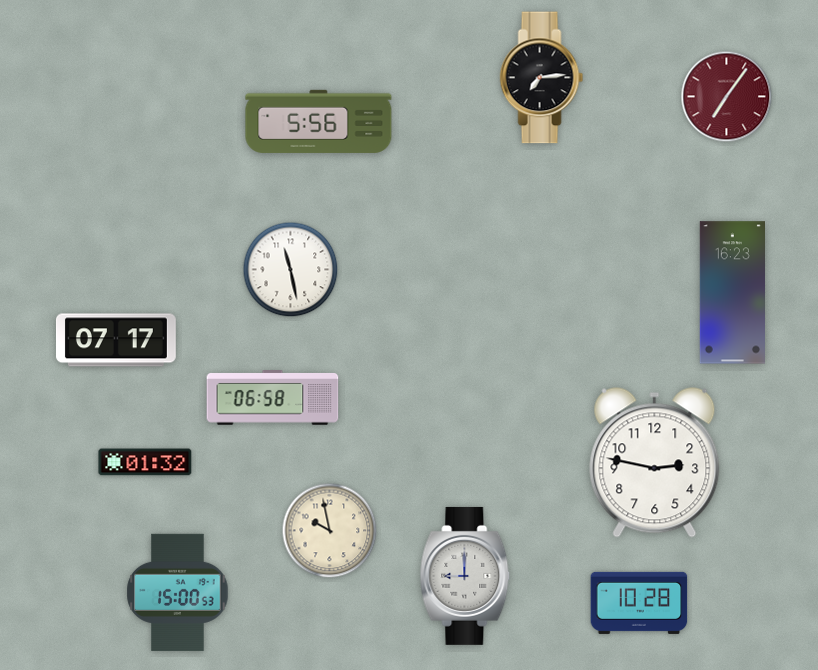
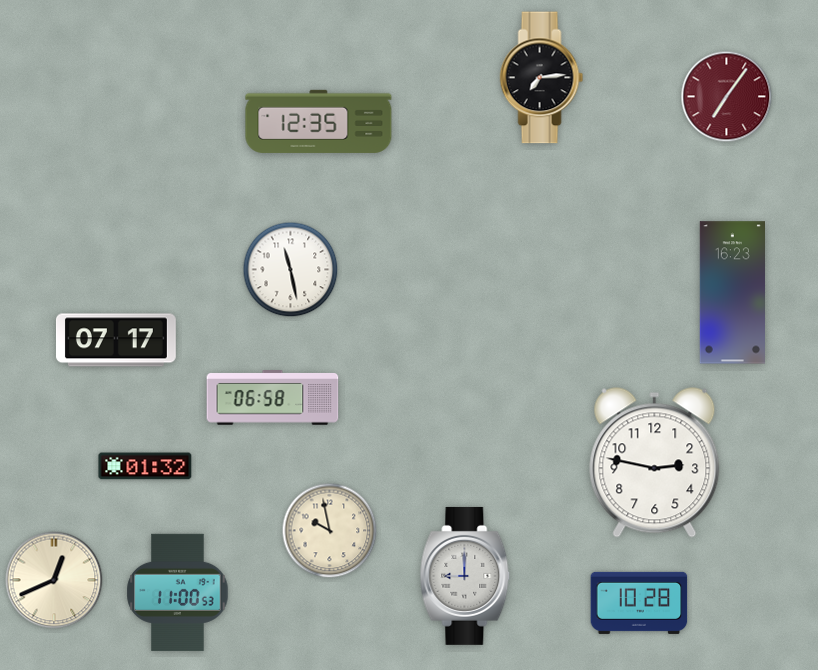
clock at (319, 121): 5:56 -> 12:35
clock at (145, 462) position: (145, 462) -> (145, 466)
clock at (54, 580): none -> 12:41
clock at (178, 592): 15:00 -> 11:00
